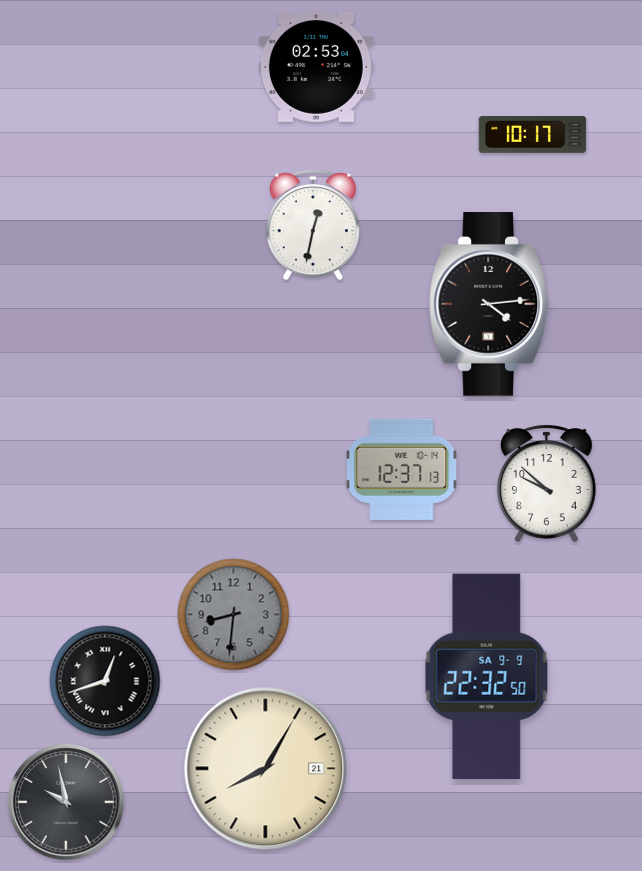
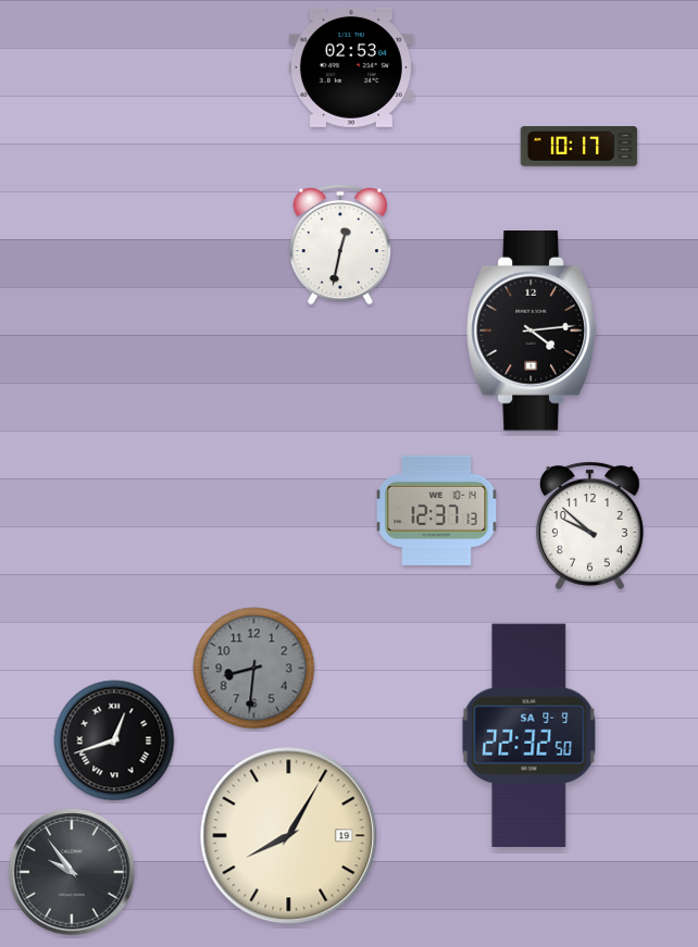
clock at (316, 67) position: (316, 67) -> (351, 67)
clock at (546, 483) position: (546, 483) -> (589, 525)
clock at (266, 769) date: 21 -> 19
clock at (66, 802): 9:58 -> 9:54
